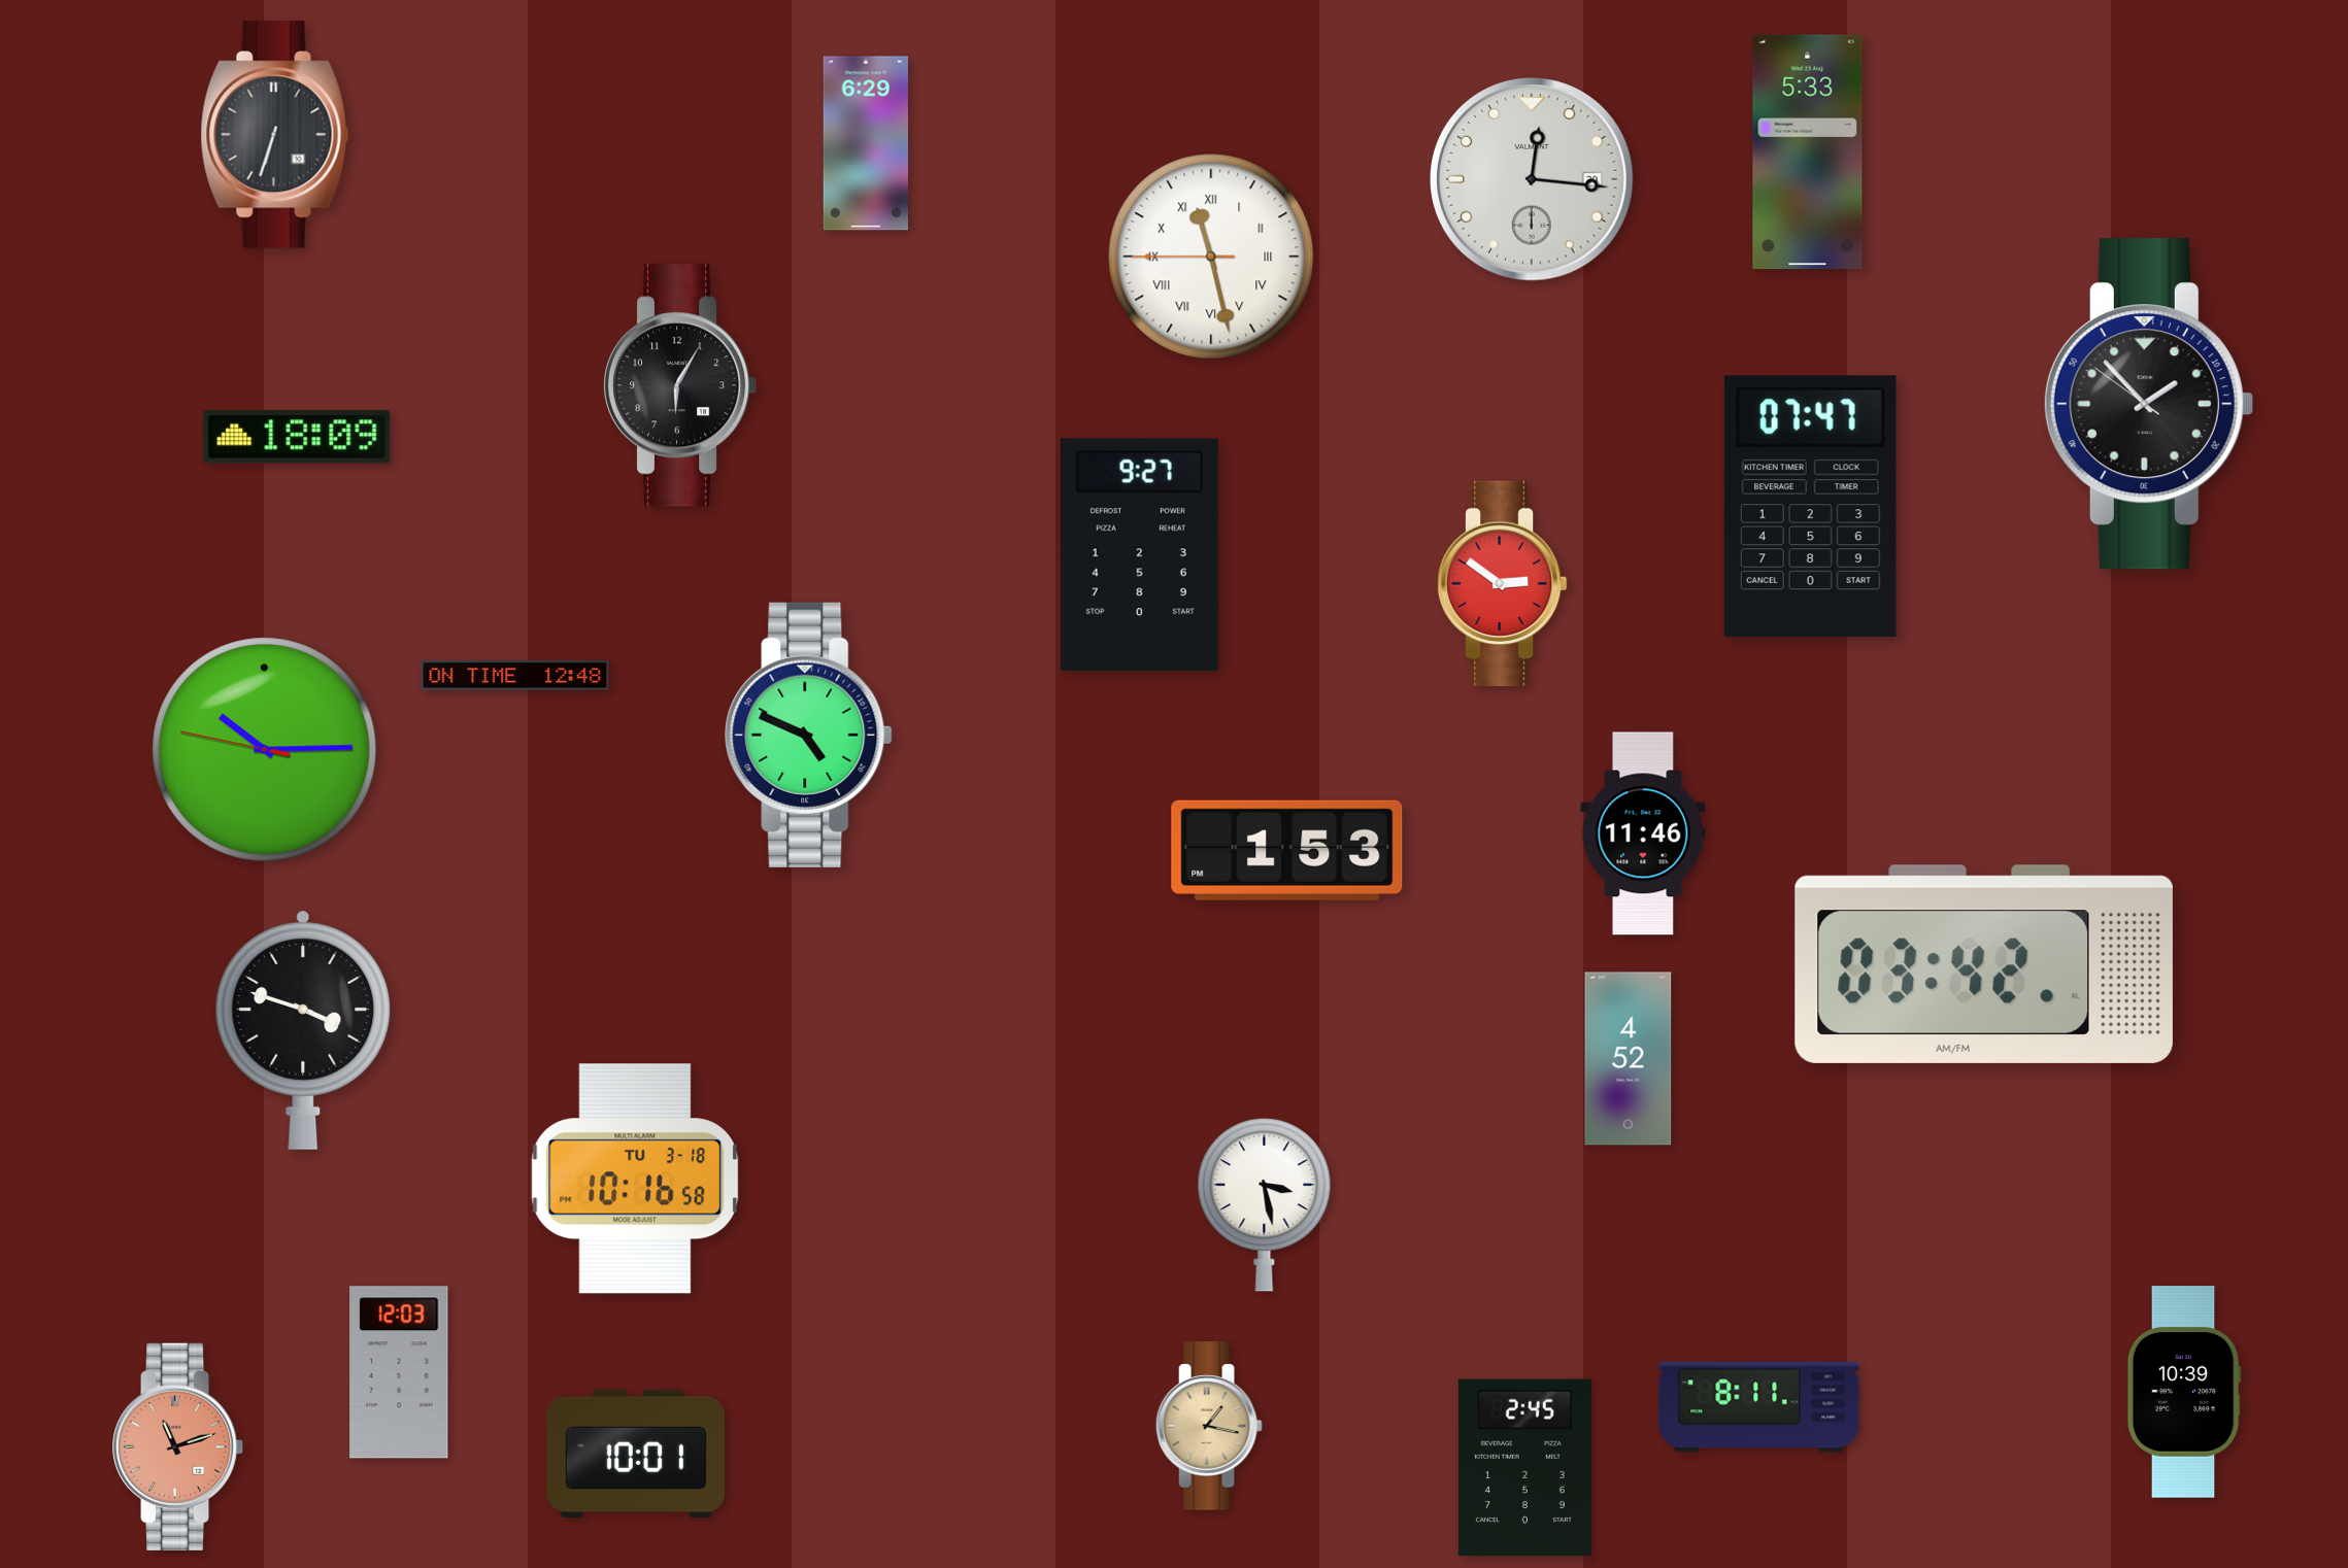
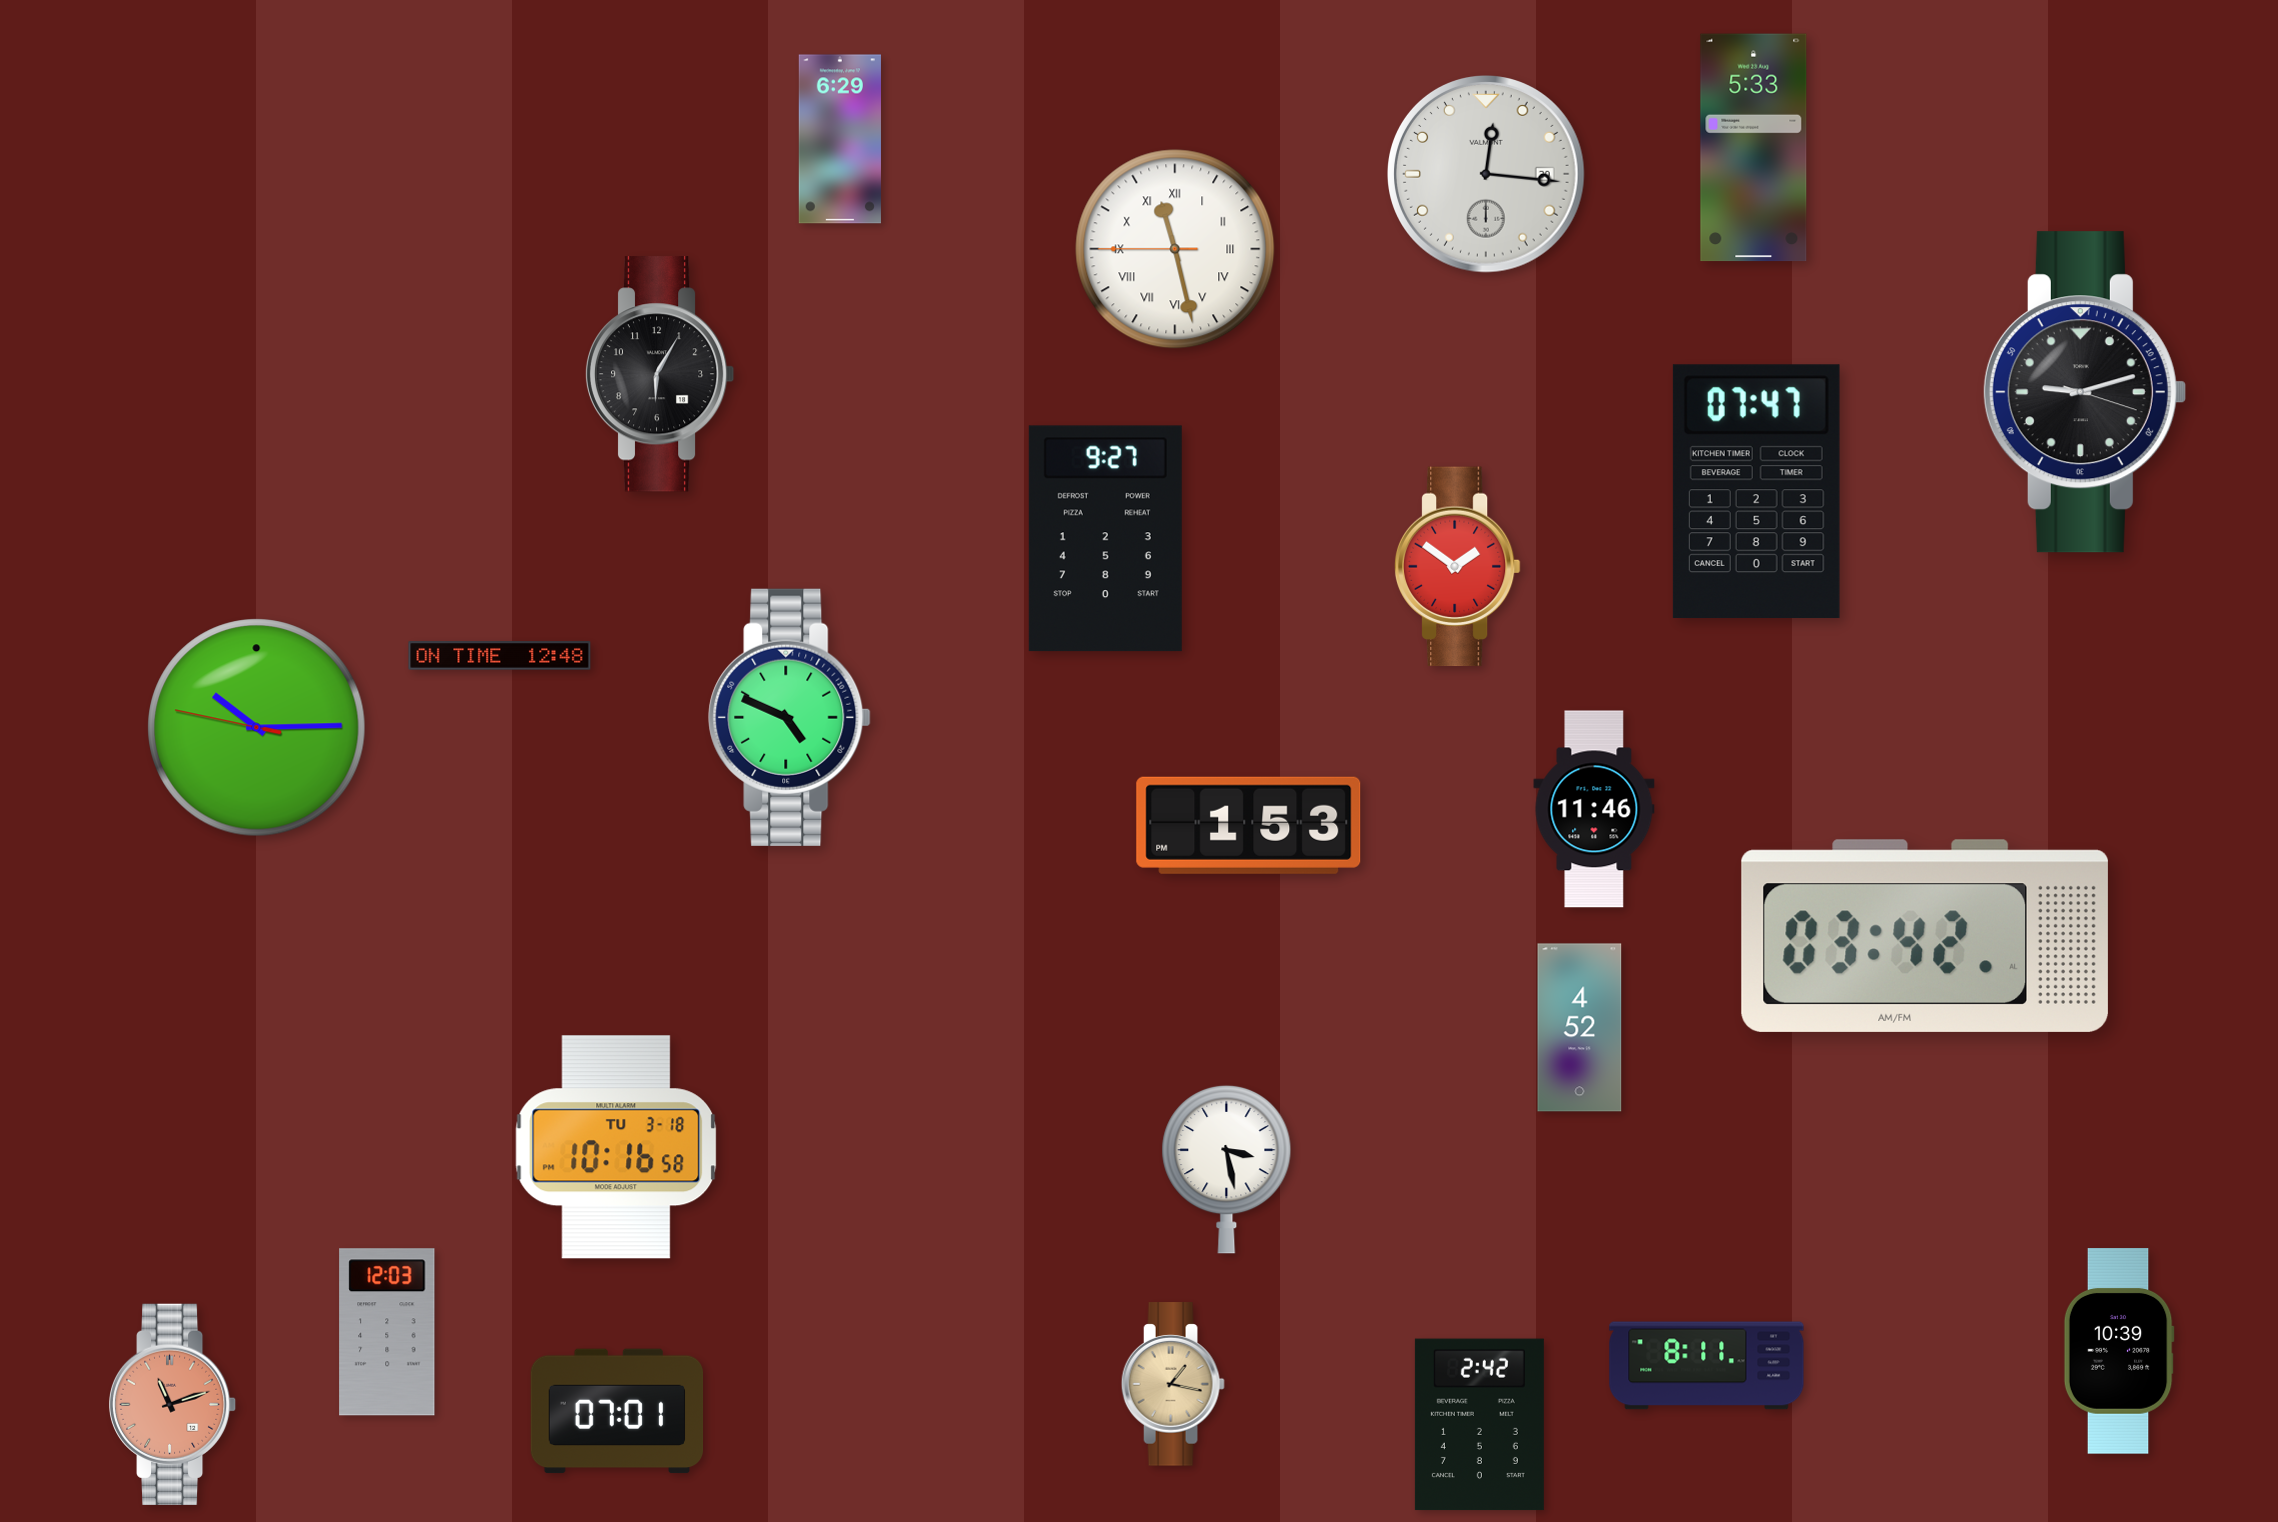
clock at (275, 135): 6:33 -> none
clock at (2148, 404): 1:52 -> 9:12
clock at (297, 437): 18:09 -> none
clock at (1502, 584): 2:51 -> 1:51
clock at (809, 735) position: (809, 735) -> (790, 717)
clock at (303, 1030): 3:48 -> none
clock at (635, 1179) position: (635, 1179) -> (616, 1147)
clock at (636, 1454): 10:01 -> 07:01
clock at (1524, 1468): 2:45 -> 2:42
